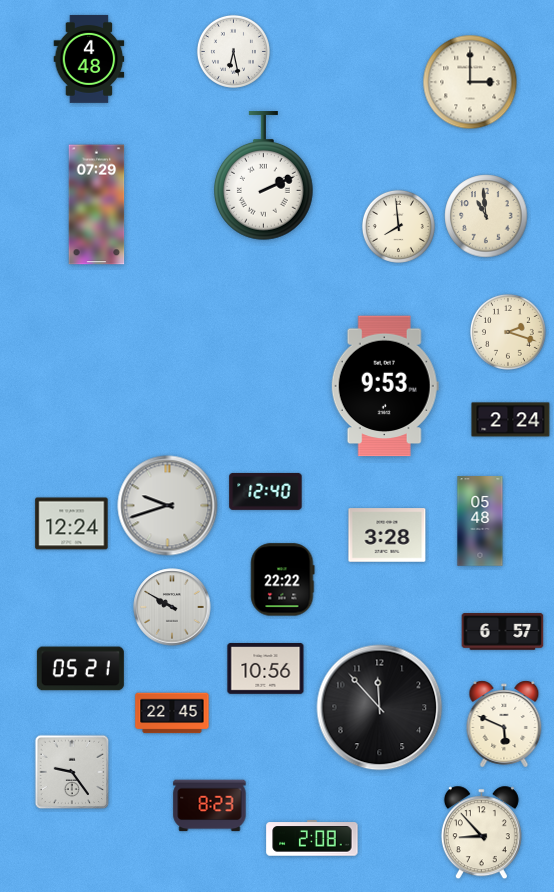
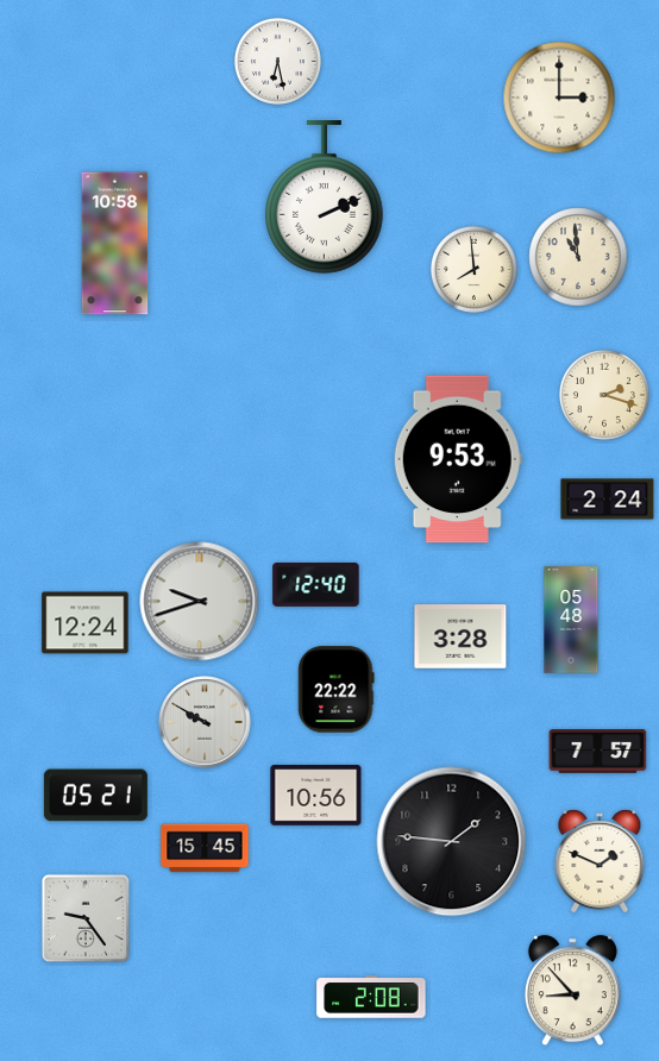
clock at (89, 59): 4:48 -> none
clock at (264, 176) position: (264, 176) -> (325, 197)
clock at (97, 205): 07:29 -> 10:58
clock at (503, 632): 6:57 -> 7:57
clock at (380, 708): 11:53 -> 1:46
clock at (172, 713): 22:45 -> 15:45
clock at (504, 724): 5:49 -> 1:49
clock at (210, 806): 8:23 -> none
